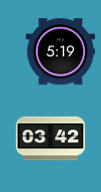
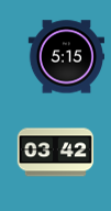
clock at (60, 52): 5:19 -> 5:15
